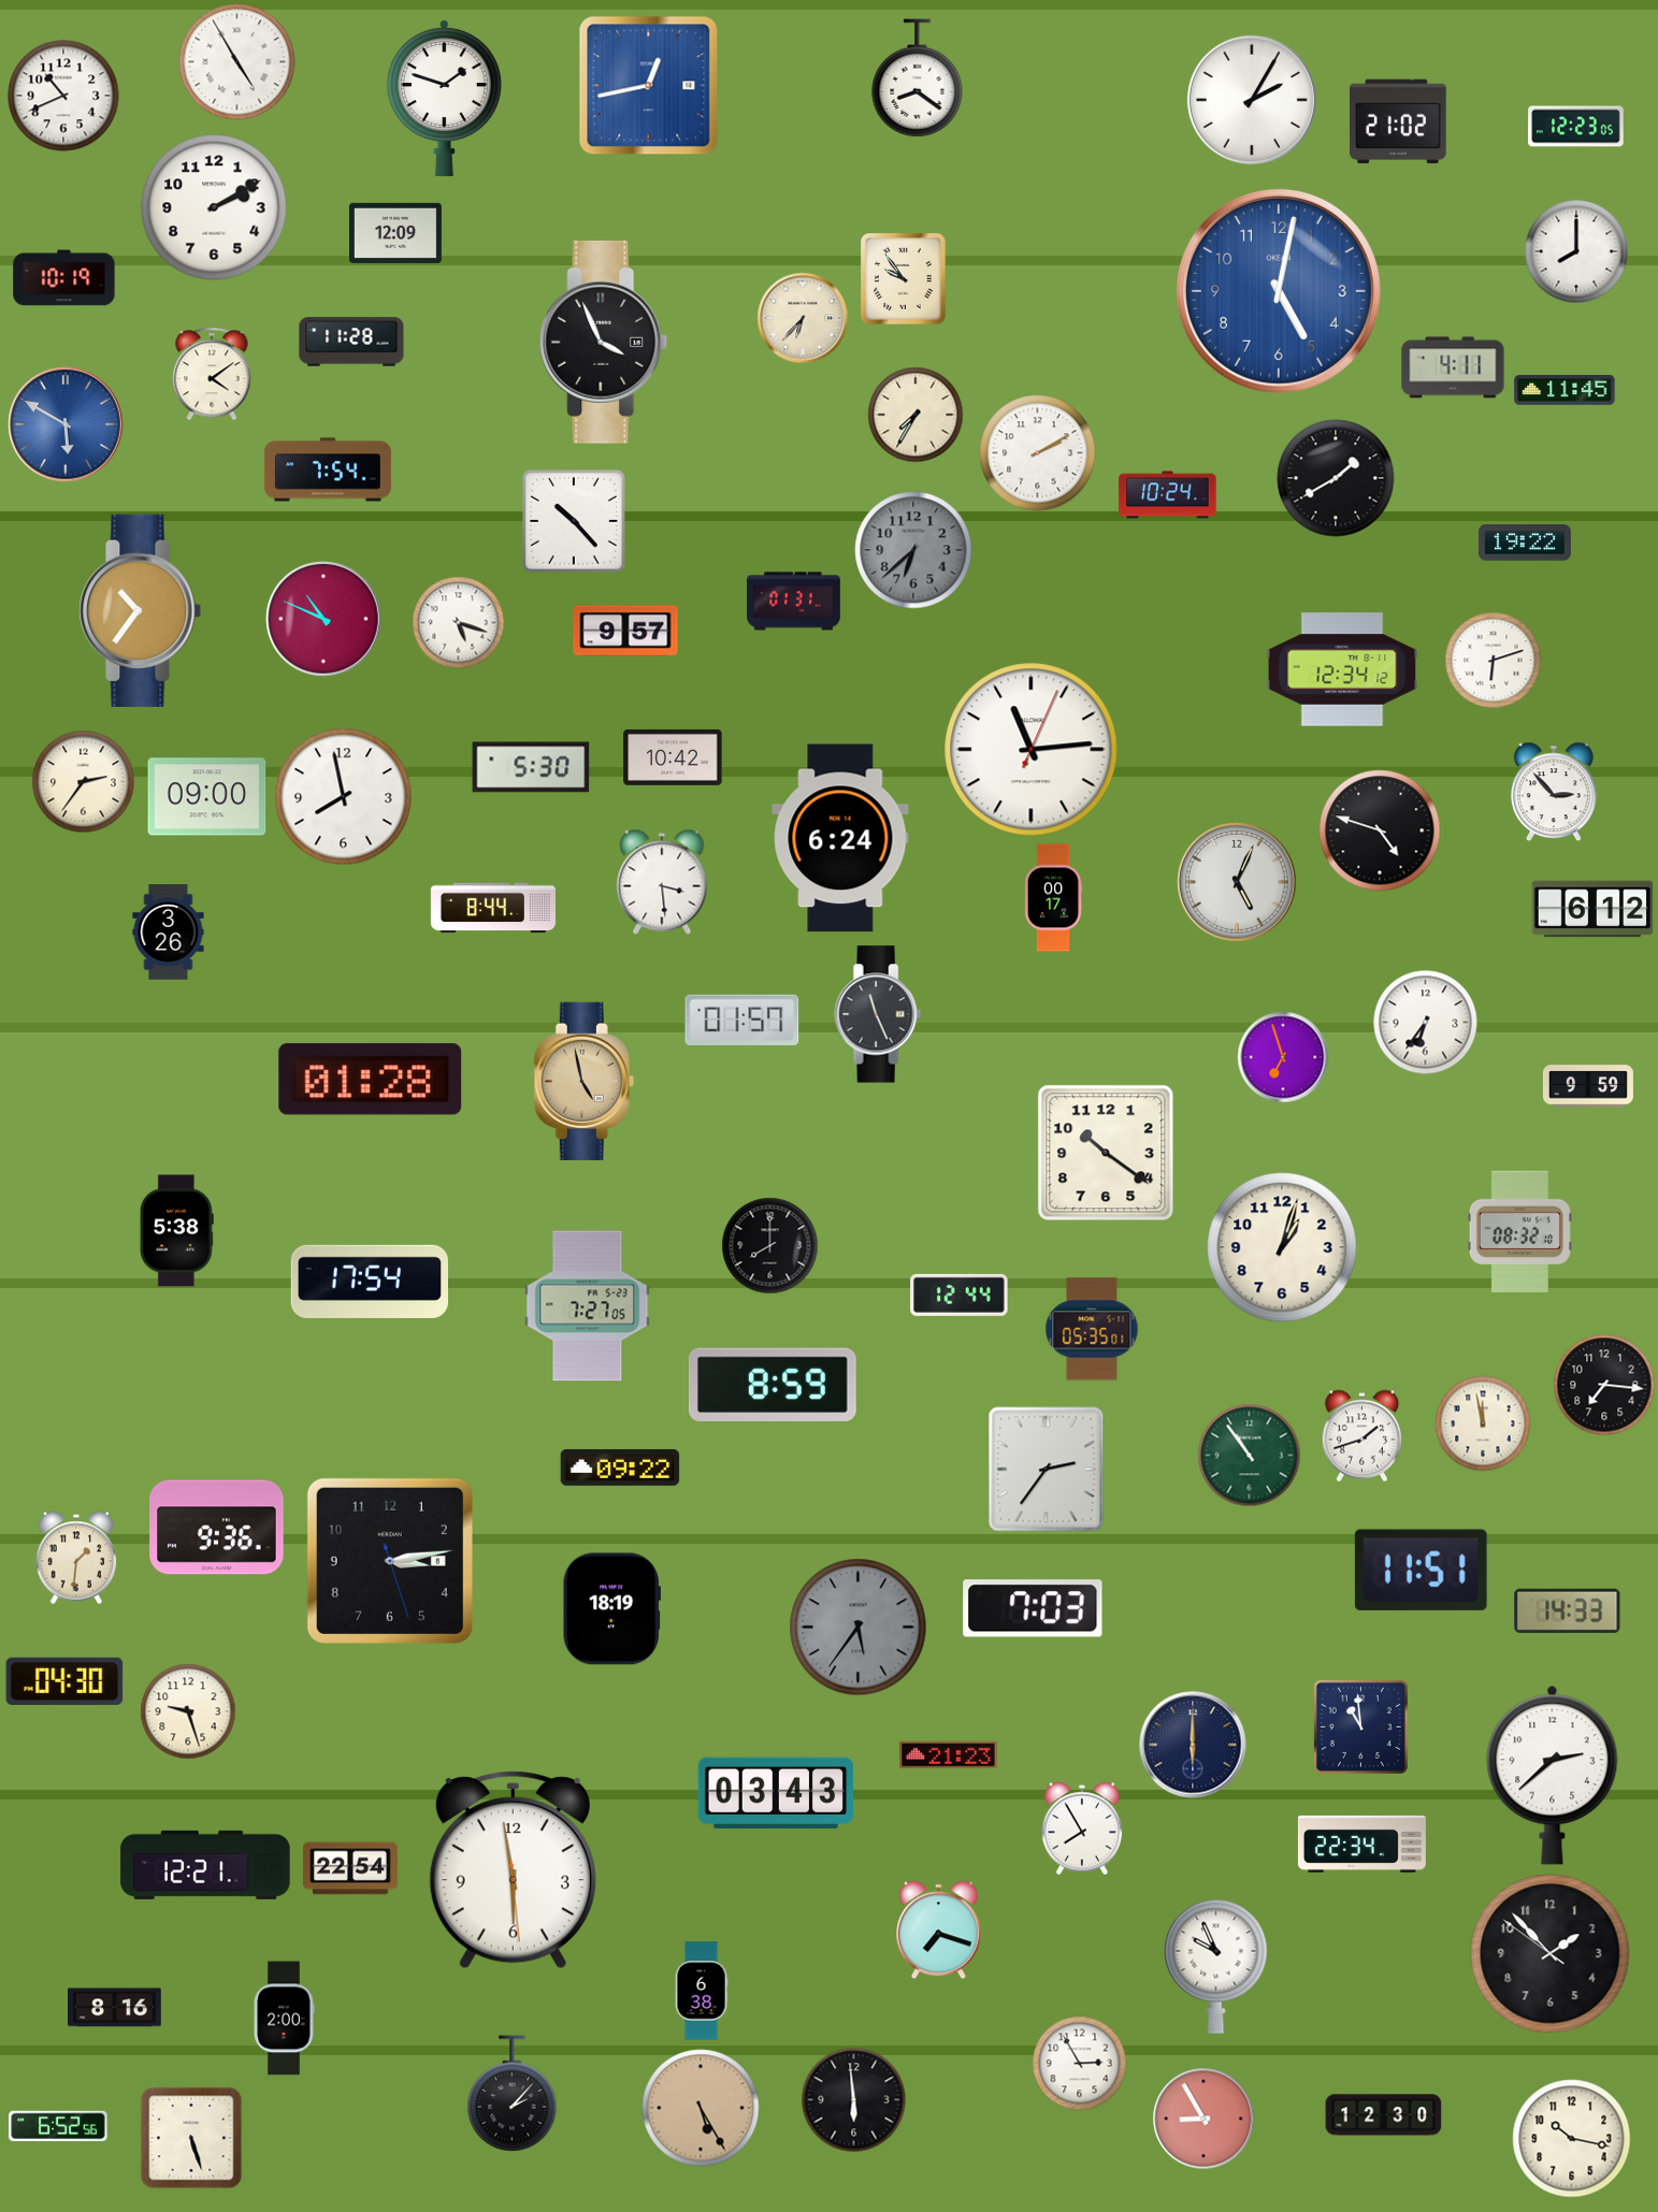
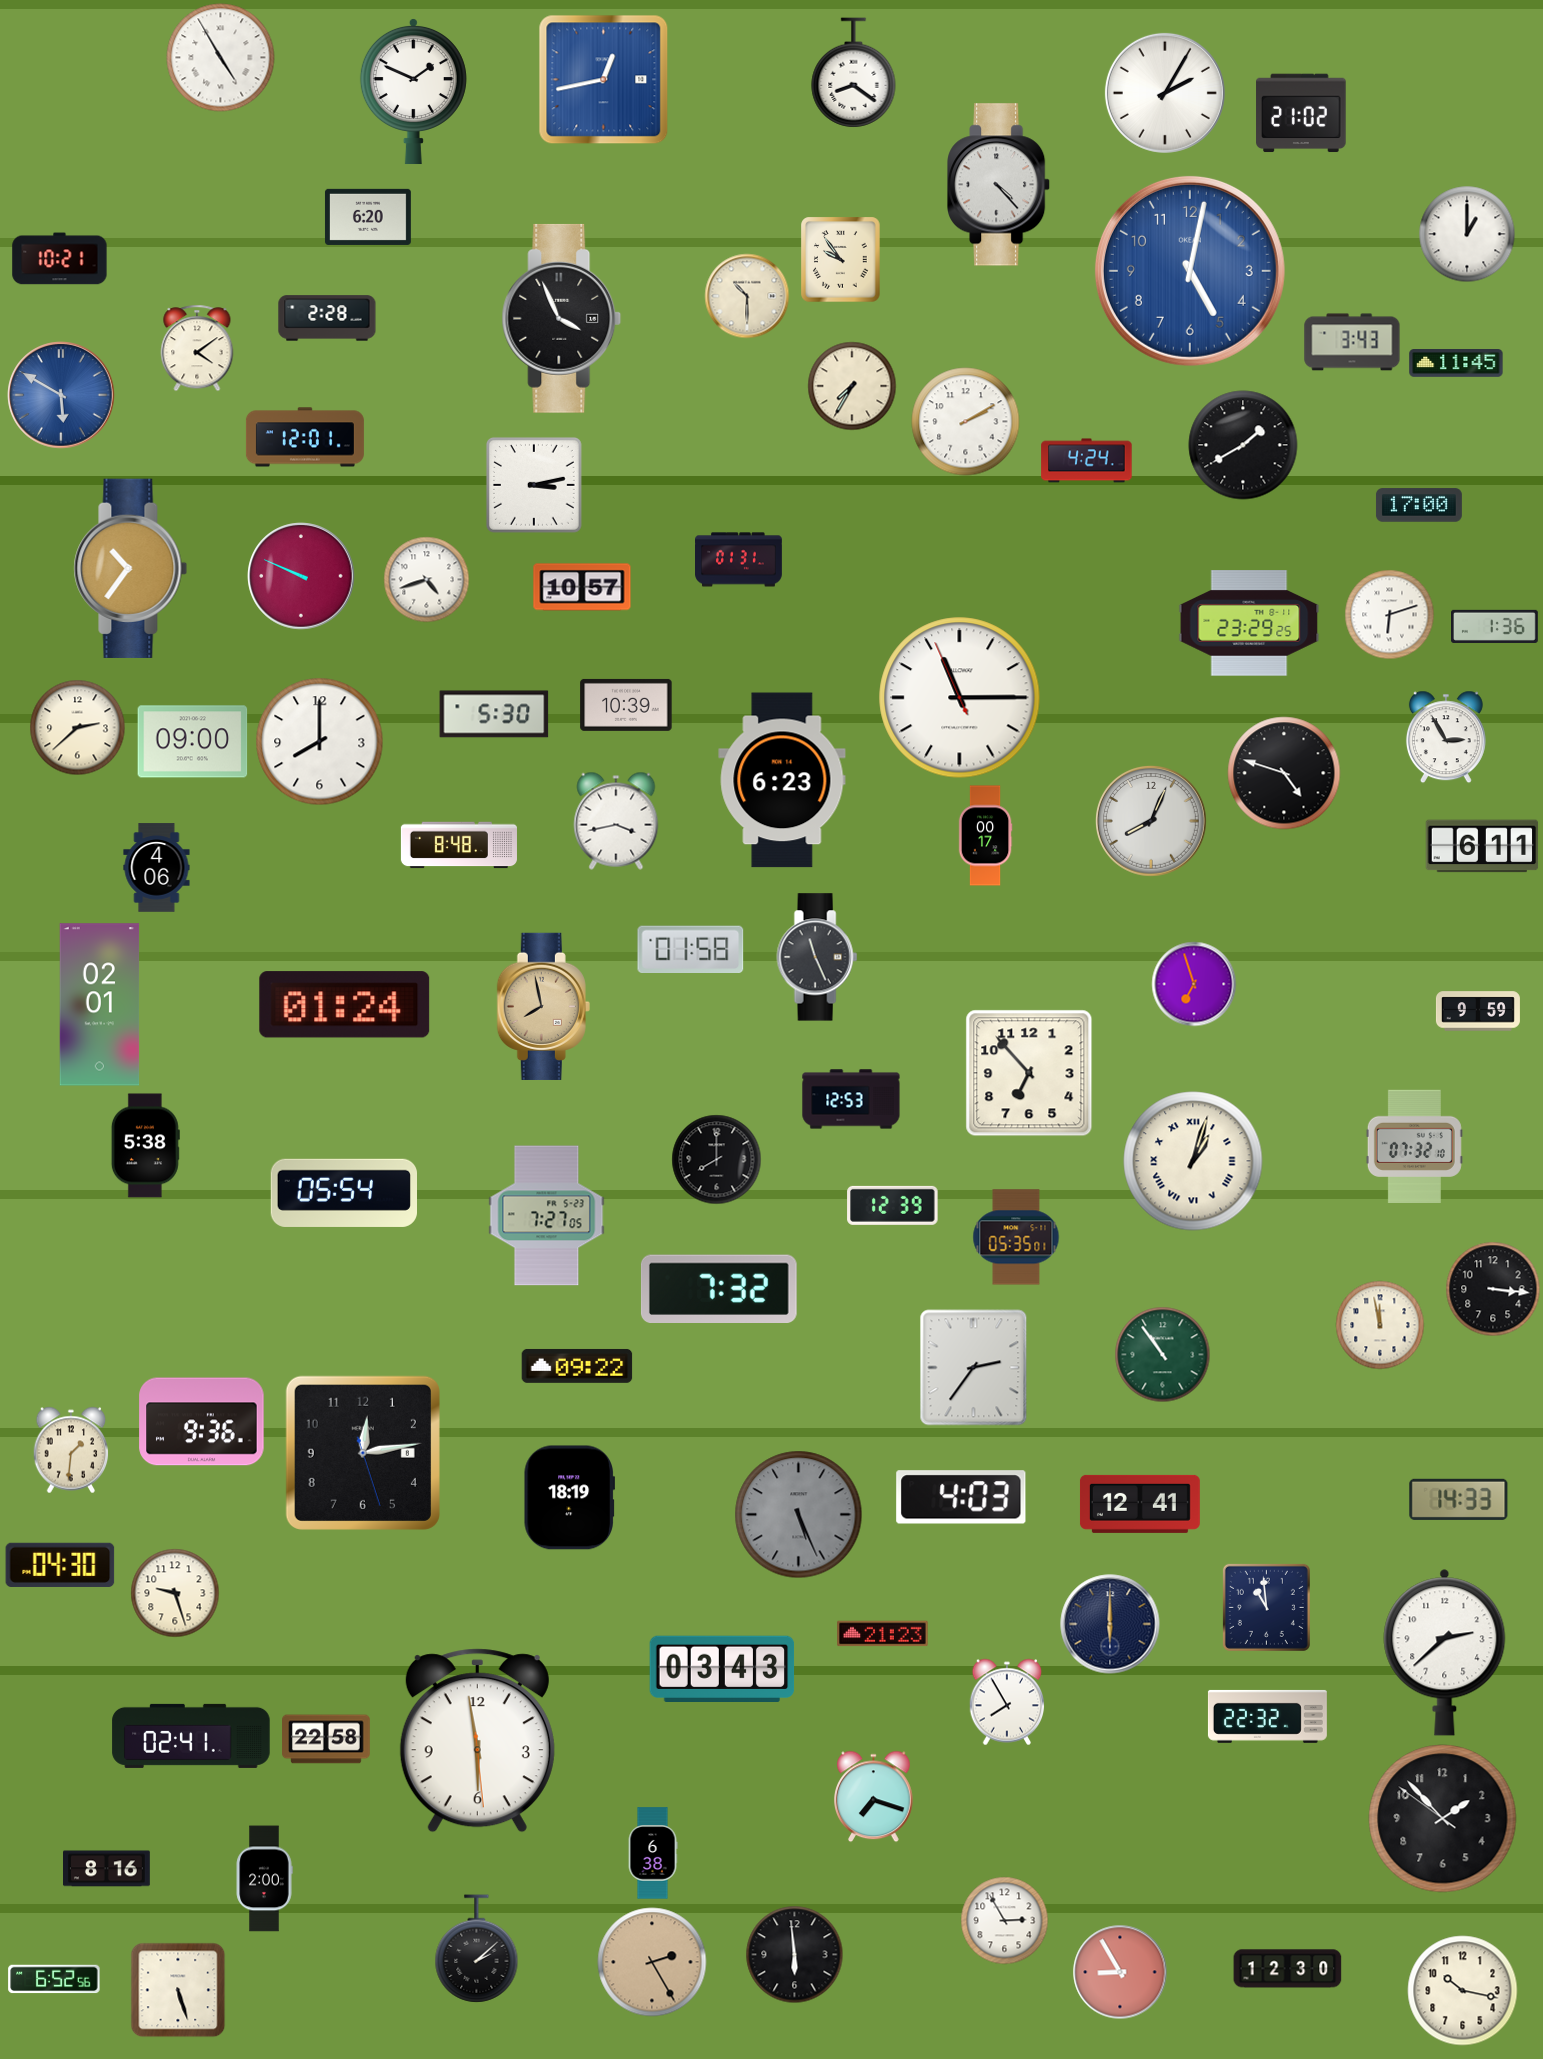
clock at (63, 96): 10:41 -> none
clock at (444, 98): 1:48 -> 1:49
clock at (1576, 127): 12:23 -> none
clock at (999, 185): none -> 4:23
clock at (214, 207): 2:10 -> none
clock at (395, 233): 12:09 -> 6:20
clock at (1576, 251): 8:00 -> 1:00
clock at (64, 278): 10:19 -> 10:21
clock at (803, 318): 6:37 -> 10:30
clock at (351, 342): 11:28 -> 2:28
clock at (1453, 367): 4:11 -> 3:43
clock at (328, 469): 7:54 -> 12:01
clock at (1168, 495): 10:24 -> 4:24
clock at (574, 521): 10:23 -> 3:13
clock at (1525, 543): 19:22 -> 17:00
clock at (913, 550): 6:38 -> none
clock at (323, 619): 10:49 -> 9:49
clock at (459, 623): 5:18 -> 4:42
clock at (625, 631): 9:57 -> 10:57
clock at (1342, 669): 12:34 -> 23:29
clock at (1495, 626): none -> 1:36
clock at (1032, 750): 11:14:04 -> 11:14:56
clock at (673, 757): 10:42 -> 10:39
clock at (84, 782): 2:36 -> 2:38
clock at (1554, 792): 2:53 -> 2:55
clock at (344, 797): 7:58 -> 8:00
clock at (840, 838): 6:24 -> 6:23
clock at (662, 882): 3:29 -> 3:43
clock at (1238, 883): 5:04 -> 8:04
clock at (1053, 898) position: (1053, 898) -> (985, 836)
clock at (493, 908): 8:44 -> 8:48
clock at (1592, 909): 6:12 -> 6:11
clock at (169, 932): 3:26 -> 4:06
clock at (878, 1014) position: (878, 1014) -> (817, 957)
clock at (743, 1021): 01:57 -> 01:58
clock at (1426, 1023): 6:36 -> none
clock at (100, 1005): none -> 02:01
clock at (371, 1080): 01:28 -> 01:24
clock at (583, 1081): 4:58 -> 7:58
clock at (1106, 1153): 10:21 -> 6:53
clock at (851, 1099): none -> 12:53
clock at (176, 1231) position: (176, 1231) -> (145, 1146)
clock at (1519, 1232): 08:32 -> 07:32
clock at (1282, 1247) numerals: Arabic -> Roman
clock at (369, 1282): 17:54 -> 05:54
clock at (960, 1295): 12:44 -> 12:39
clock at (773, 1384): 8:59 -> 7:32
clock at (1604, 1385): 7:16 -> 3:16
clock at (1361, 1436): 1:42 -> none
clock at (390, 1561): 3:13 -> 12:13
clock at (1421, 1570): 11:51 -> none
clock at (1033, 1608): 7:03 -> 4:03
clock at (1140, 1504): none -> 12:41
clock at (859, 1628): 5:36 -> 5:26
clock at (1361, 1844): 22:34 -> 22:32
clock at (205, 1865): 12:21 -> 02:41
clock at (350, 1868): 22:54 -> 22:58
clock at (1216, 1966): 9:56 -> none
clock at (513, 2094): 2:07 -> 2:08
clock at (701, 2108): 5:25 -> 2:25
